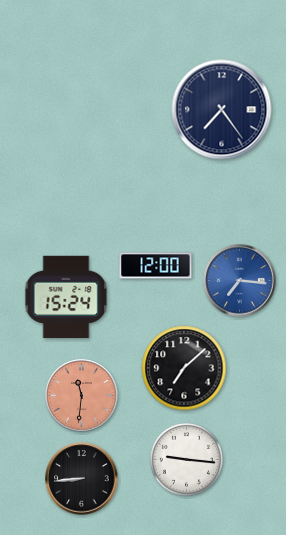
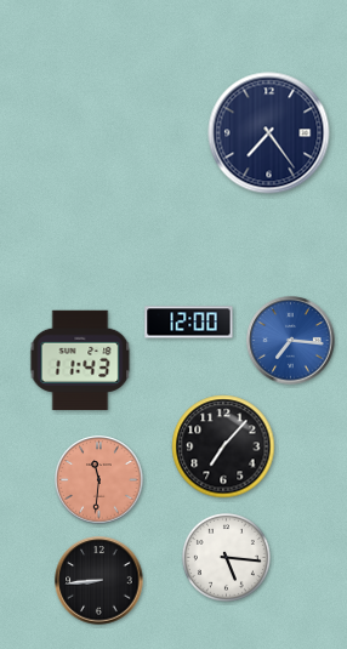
clock at (66, 296): 15:24 -> 11:43
clock at (184, 368): 7:08 -> 7:07
clock at (186, 459): 9:16 -> 5:16
